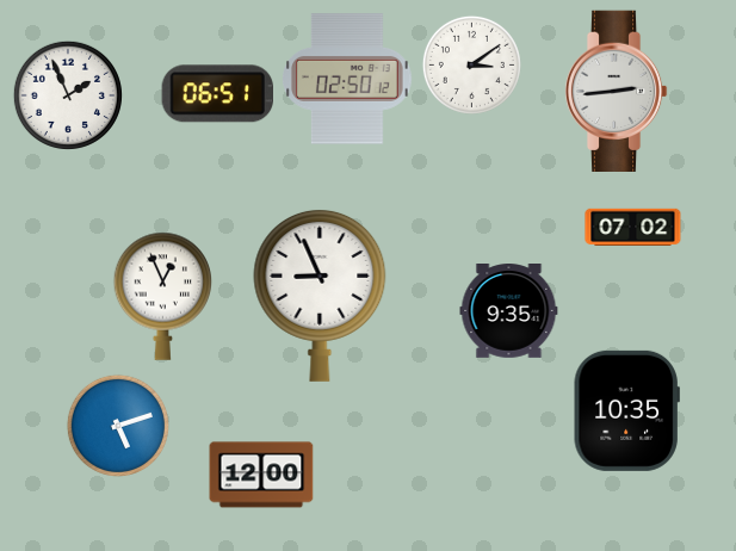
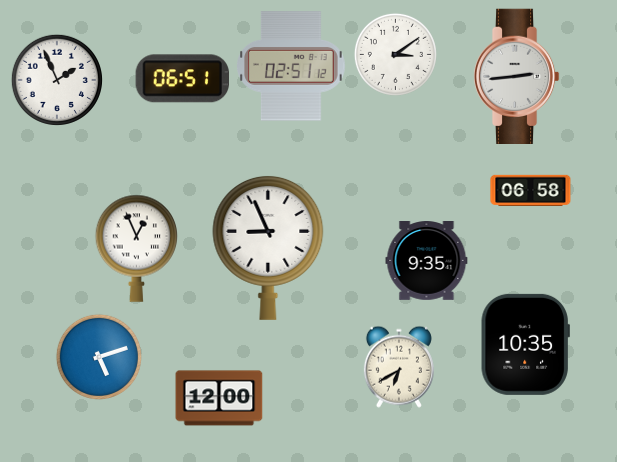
clock at (348, 79): 02:50 -> 02:51
clock at (633, 227): 07:02 -> 06:58
clock at (399, 367): none -> 6:40
